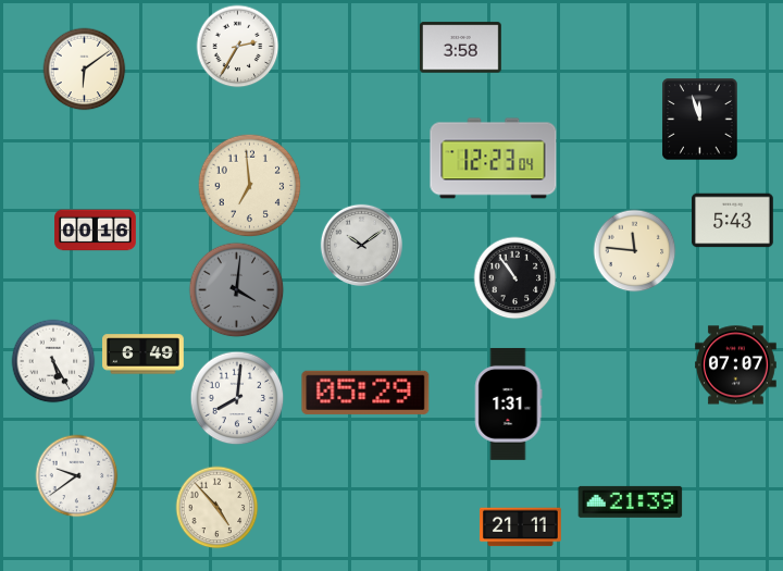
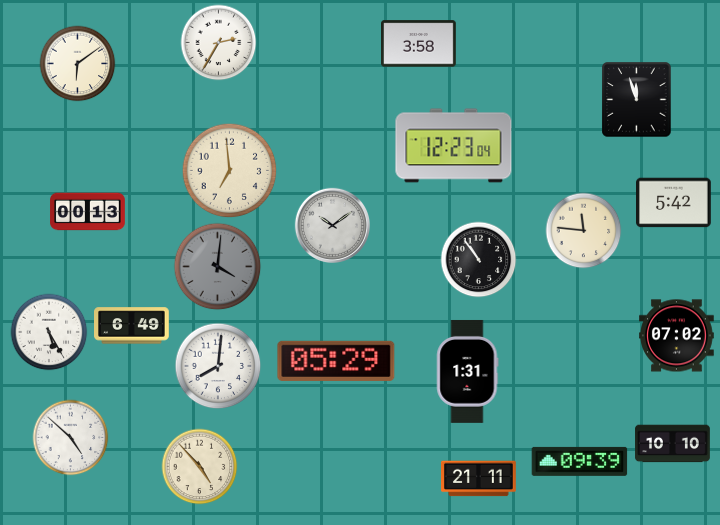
clock at (461, 48) position: (461, 48) -> (419, 44)
clock at (700, 120) position: (700, 120) -> (637, 100)
clock at (733, 221): 5:43 -> 5:42
clock at (96, 231): 00:16 -> 00:13
clock at (515, 278) position: (515, 278) -> (479, 260)
clock at (736, 365): 07:07 -> 07:02
clock at (77, 476): 9:39 -> 4:52
clock at (673, 444): none -> 10:10
clock at (631, 501): 21:39 -> 09:39
clock at (521, 527) position: (521, 527) -> (479, 479)
